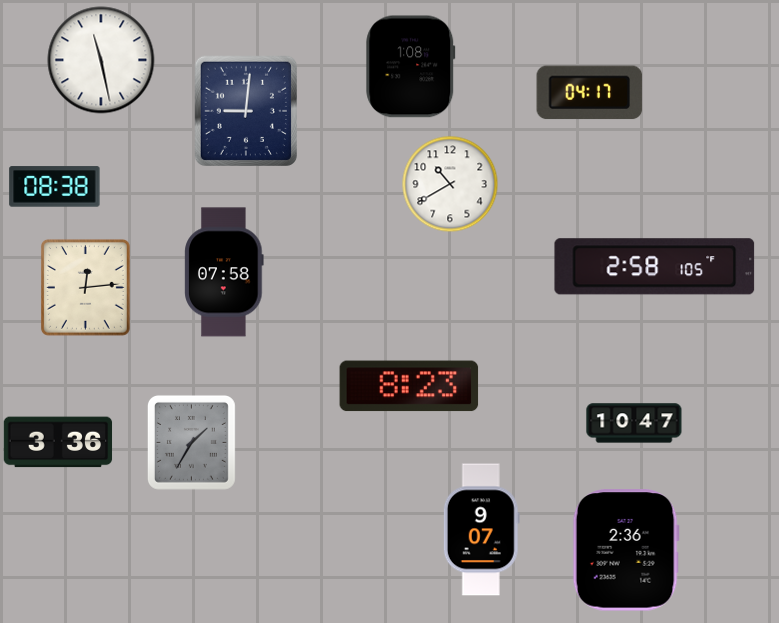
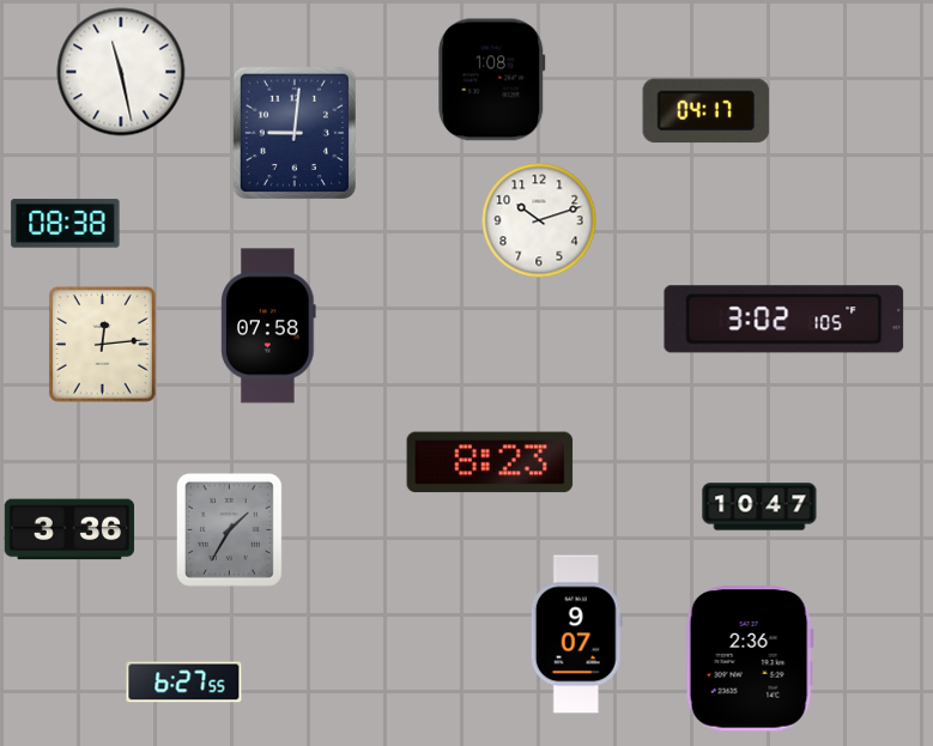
clock at (450, 184): 10:40 -> 10:12
clock at (655, 267): 2:58 -> 3:02
clock at (184, 683): none -> 6:27
